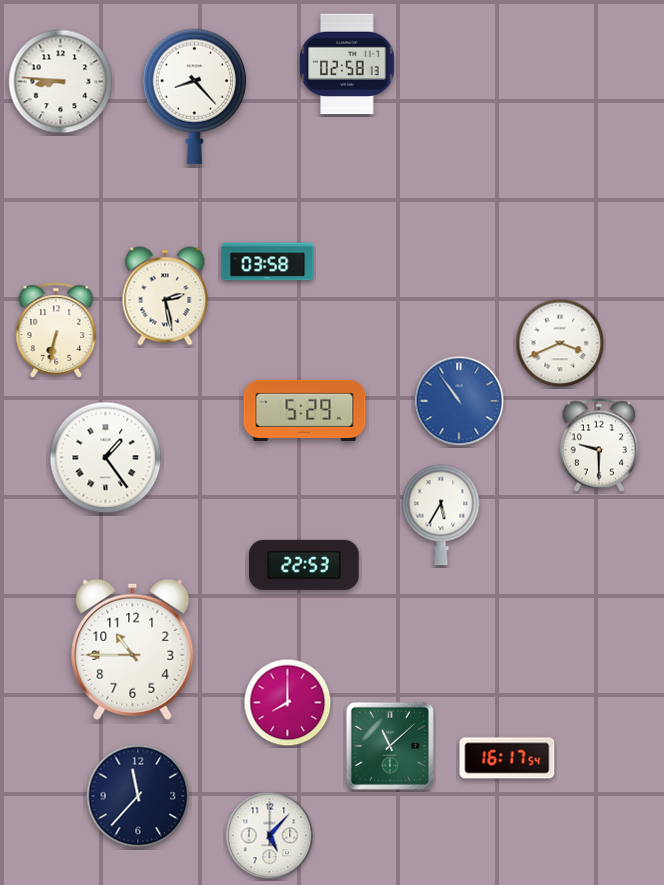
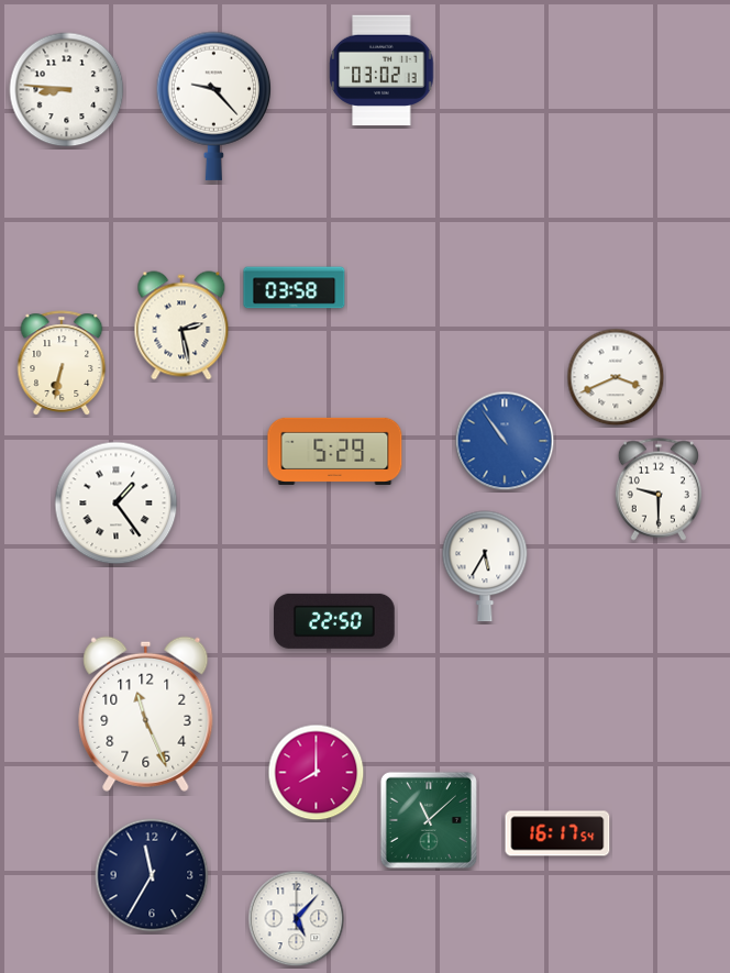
clock at (347, 64): 02:58 -> 03:02
clock at (195, 96): 8:23 -> 9:23
clock at (305, 565): 22:53 -> 22:50
clock at (133, 649): 10:45 -> 11:26
clock at (138, 796): 11:37 -> 11:35
